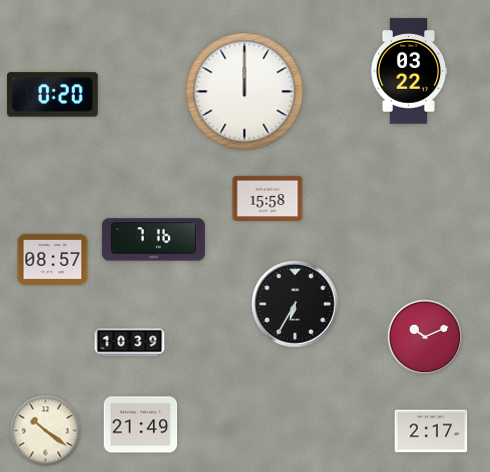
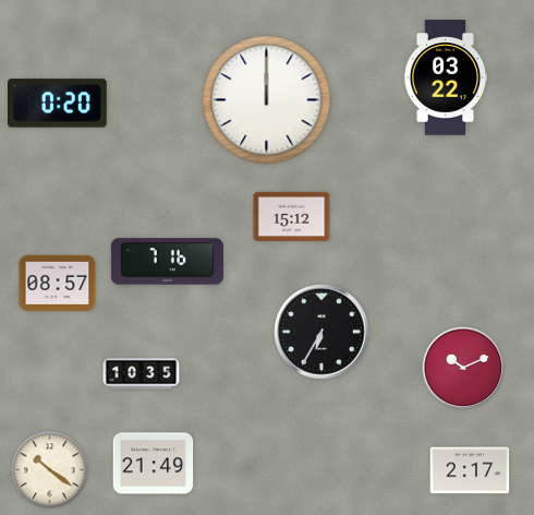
clock at (268, 198): 15:58 -> 15:12
clock at (130, 343): 10:39 -> 10:35
